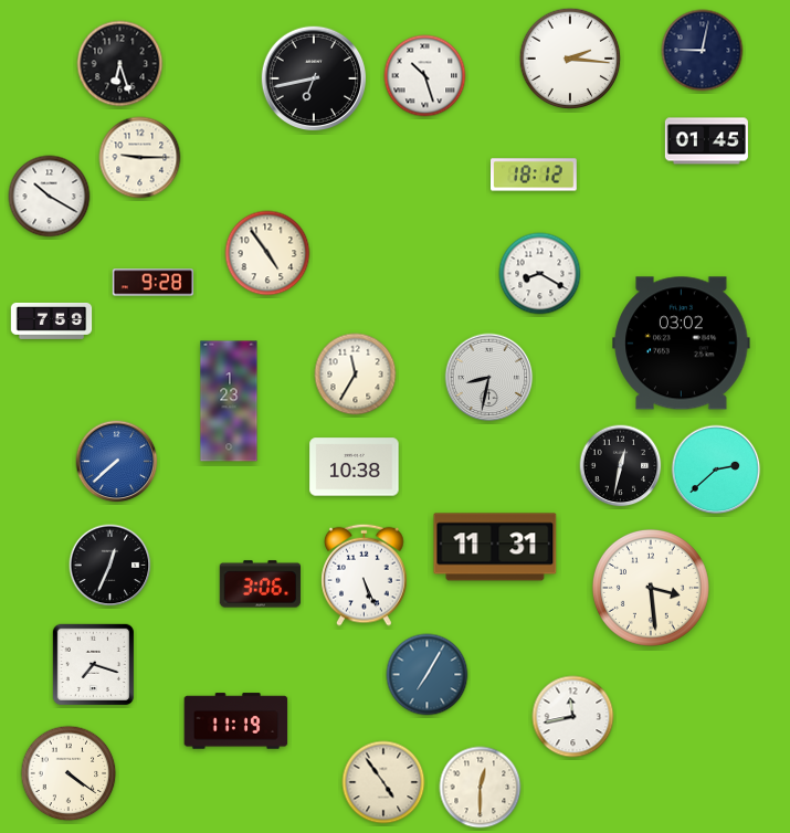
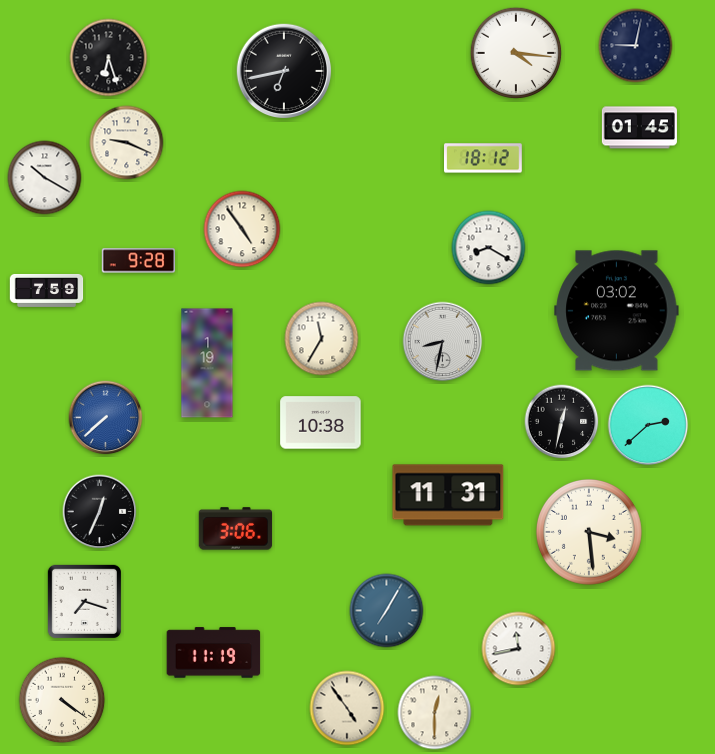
clock at (570, 59): 2:16 -> 4:16
clock at (425, 76): 10:27 -> none
clock at (140, 158): 9:15 -> 9:19
clock at (154, 283) position: (154, 283) -> (139, 261)
clock at (229, 401): 1:23 -> 1:19
clock at (365, 574): 5:26 -> none
